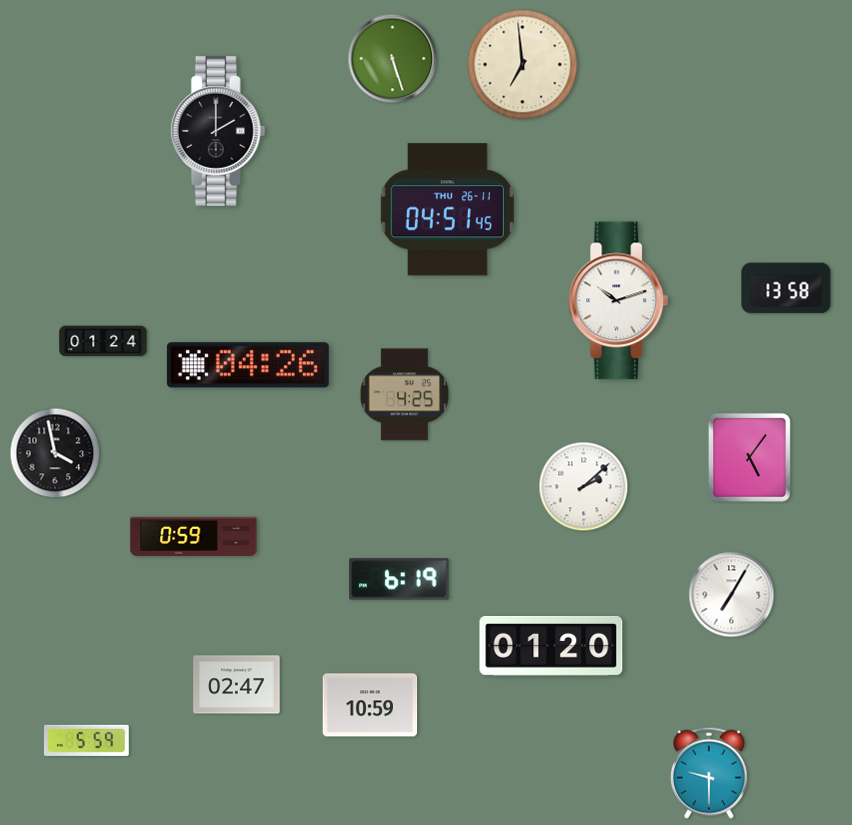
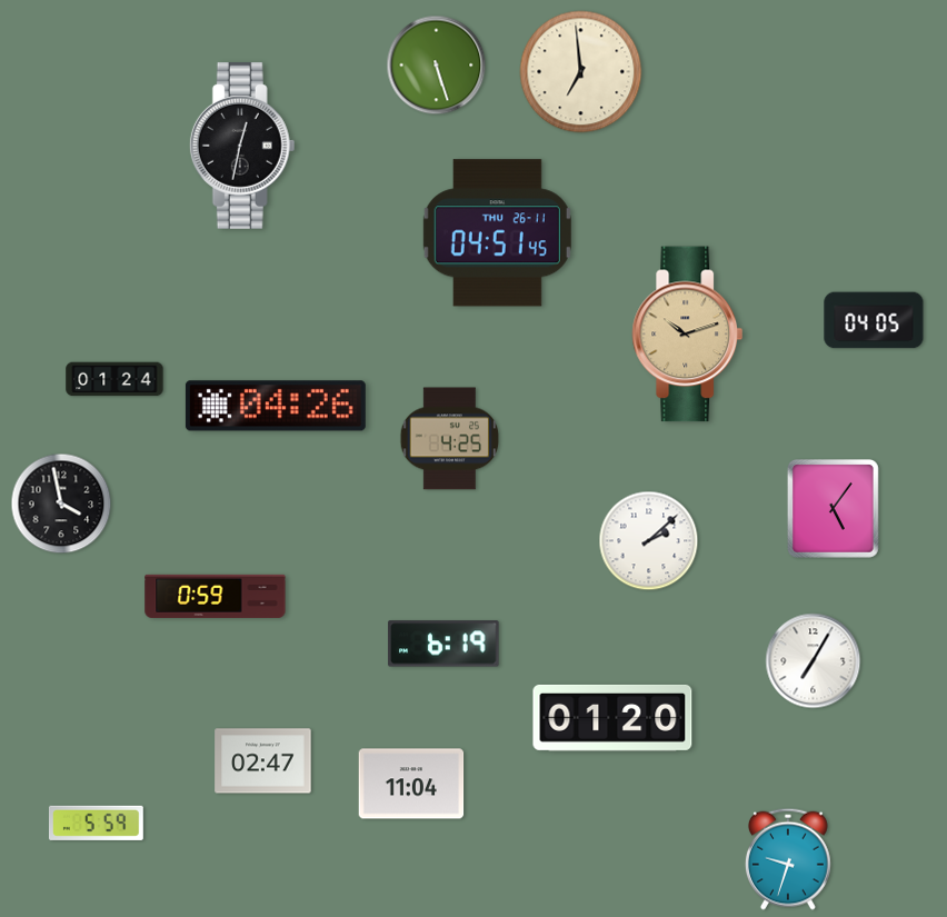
clock at (218, 131): 2:00 -> 12:32
clock at (786, 288): 13:58 -> 04:05
clock at (619, 301) dial: white -> champagne
clock at (370, 705): 10:59 -> 11:04
clock at (709, 773): 9:30 -> 9:33
